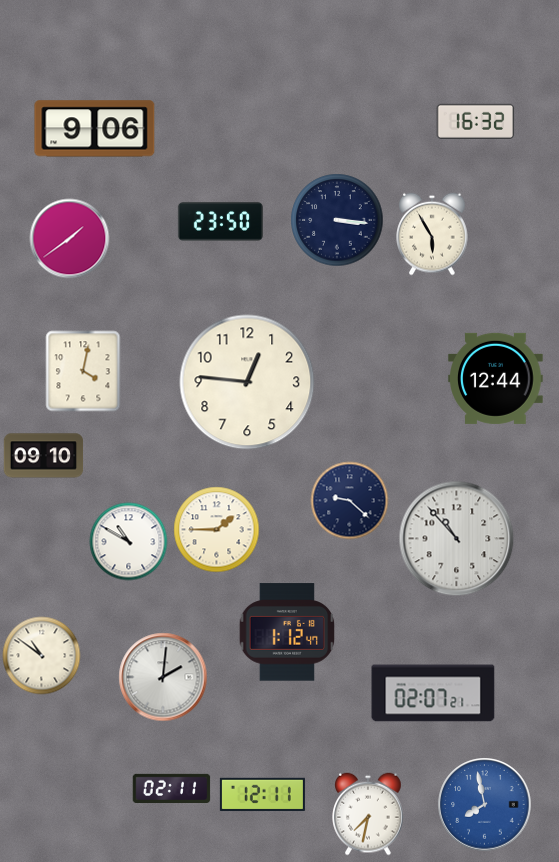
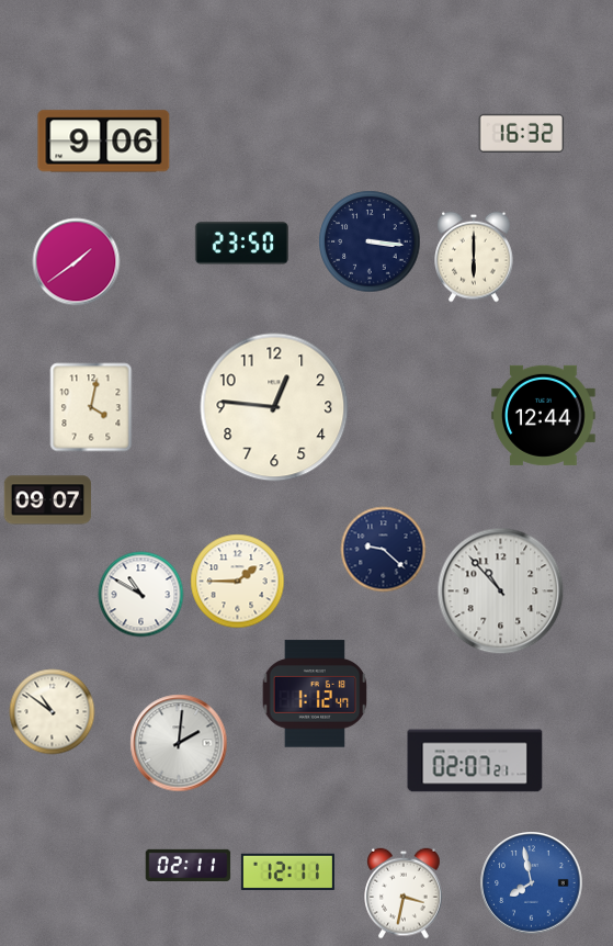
clock at (432, 234): 5:55 -> 6:00
clock at (247, 382) position: (247, 382) -> (274, 407)
clock at (43, 456): 09:10 -> 09:07
clock at (41, 655) position: (41, 655) -> (52, 711)
clock at (368, 814): 7:32 -> 3:32
